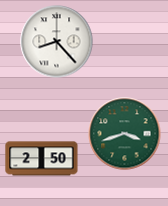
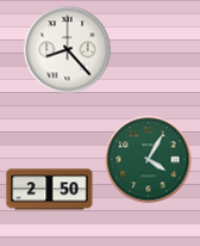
clock at (125, 134): 3:42 -> 4:05
